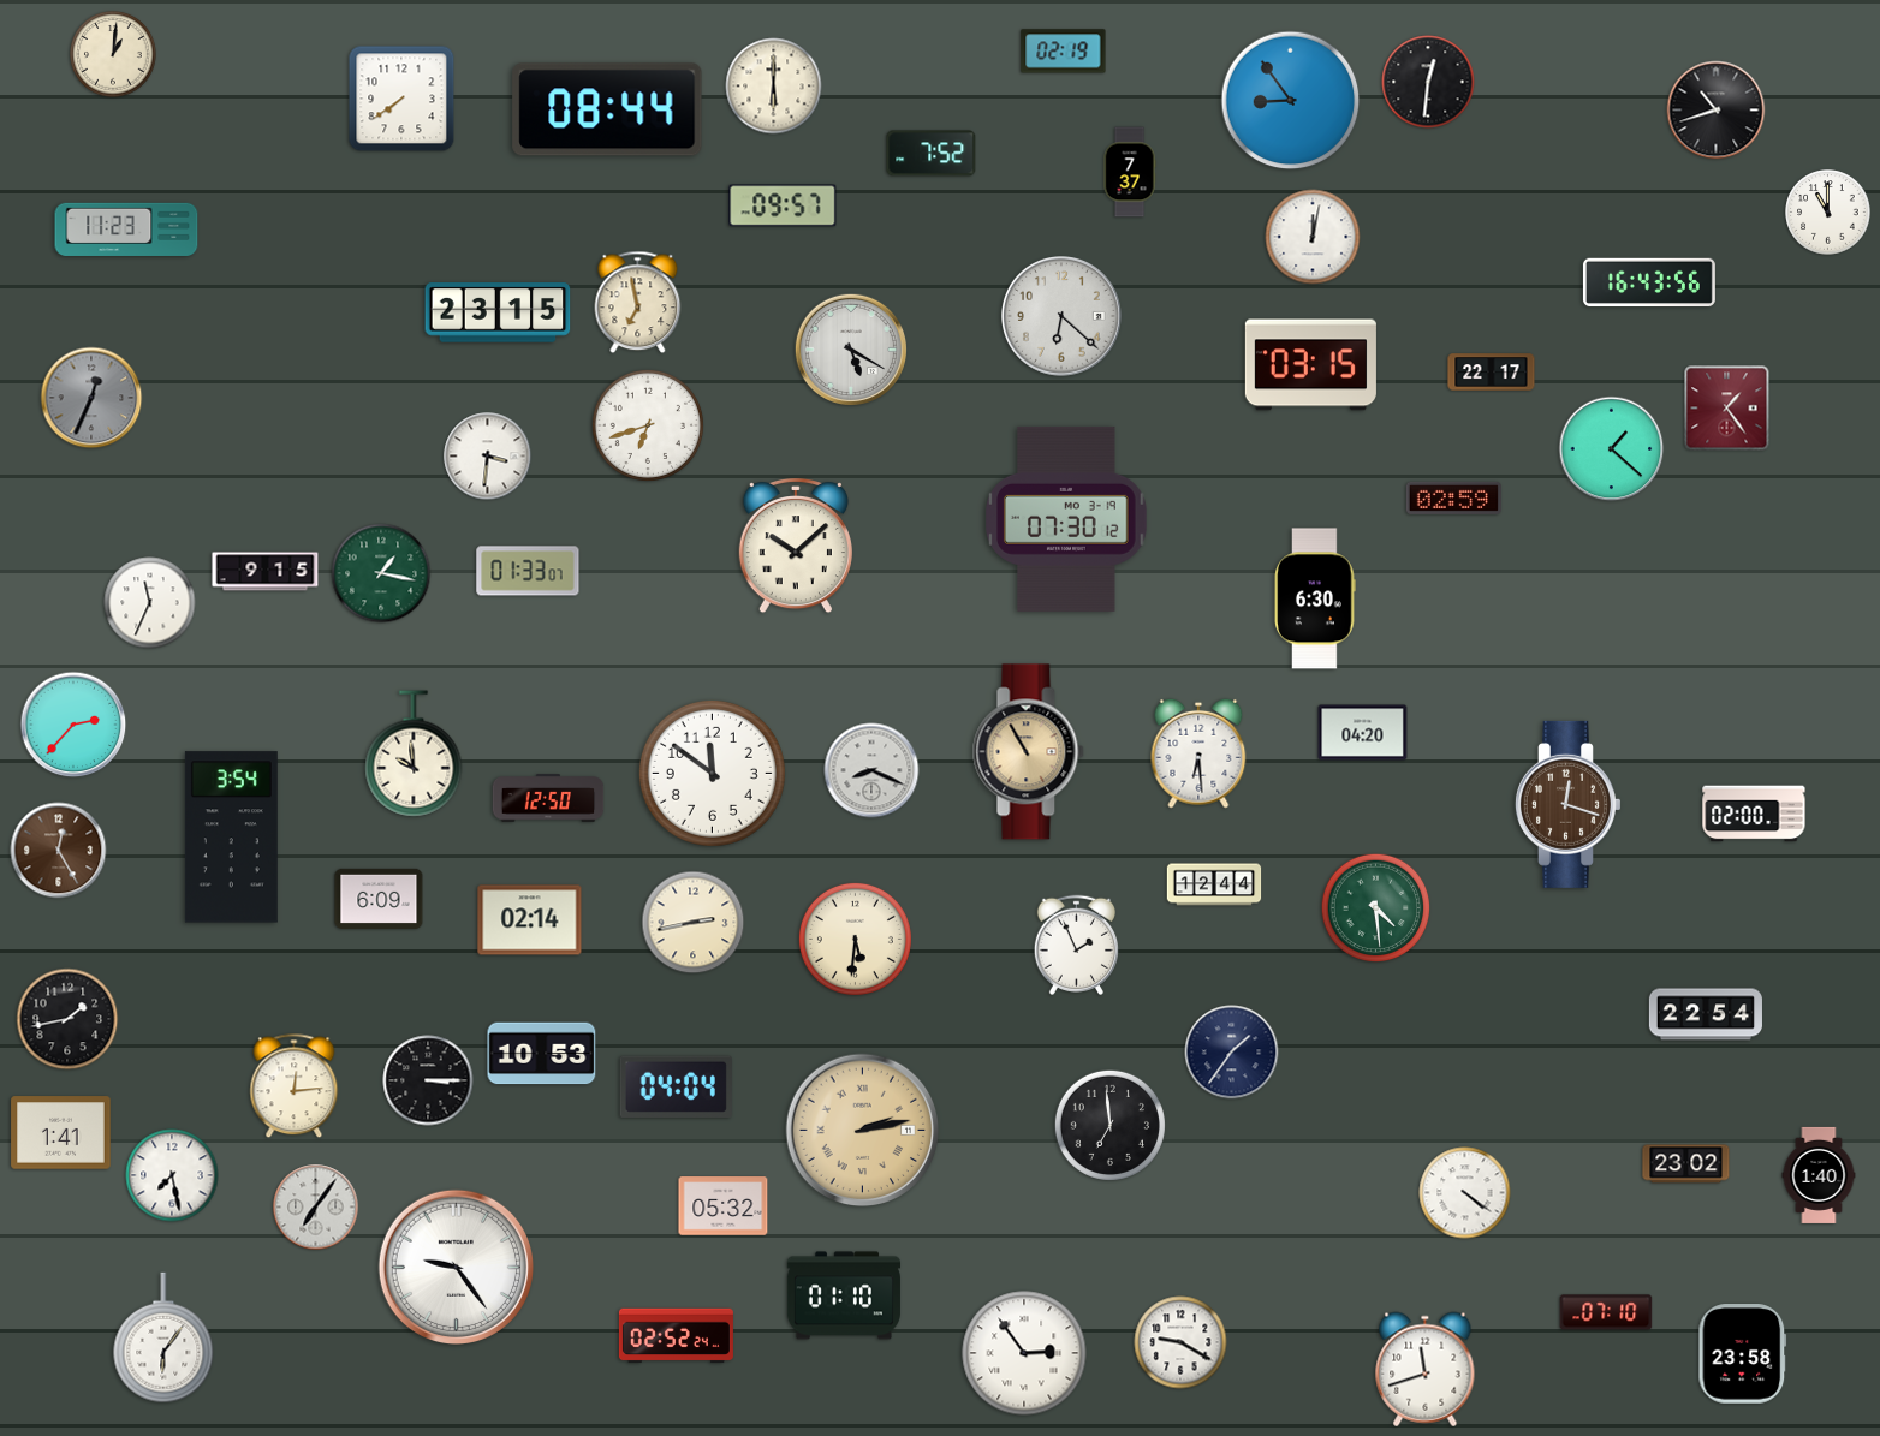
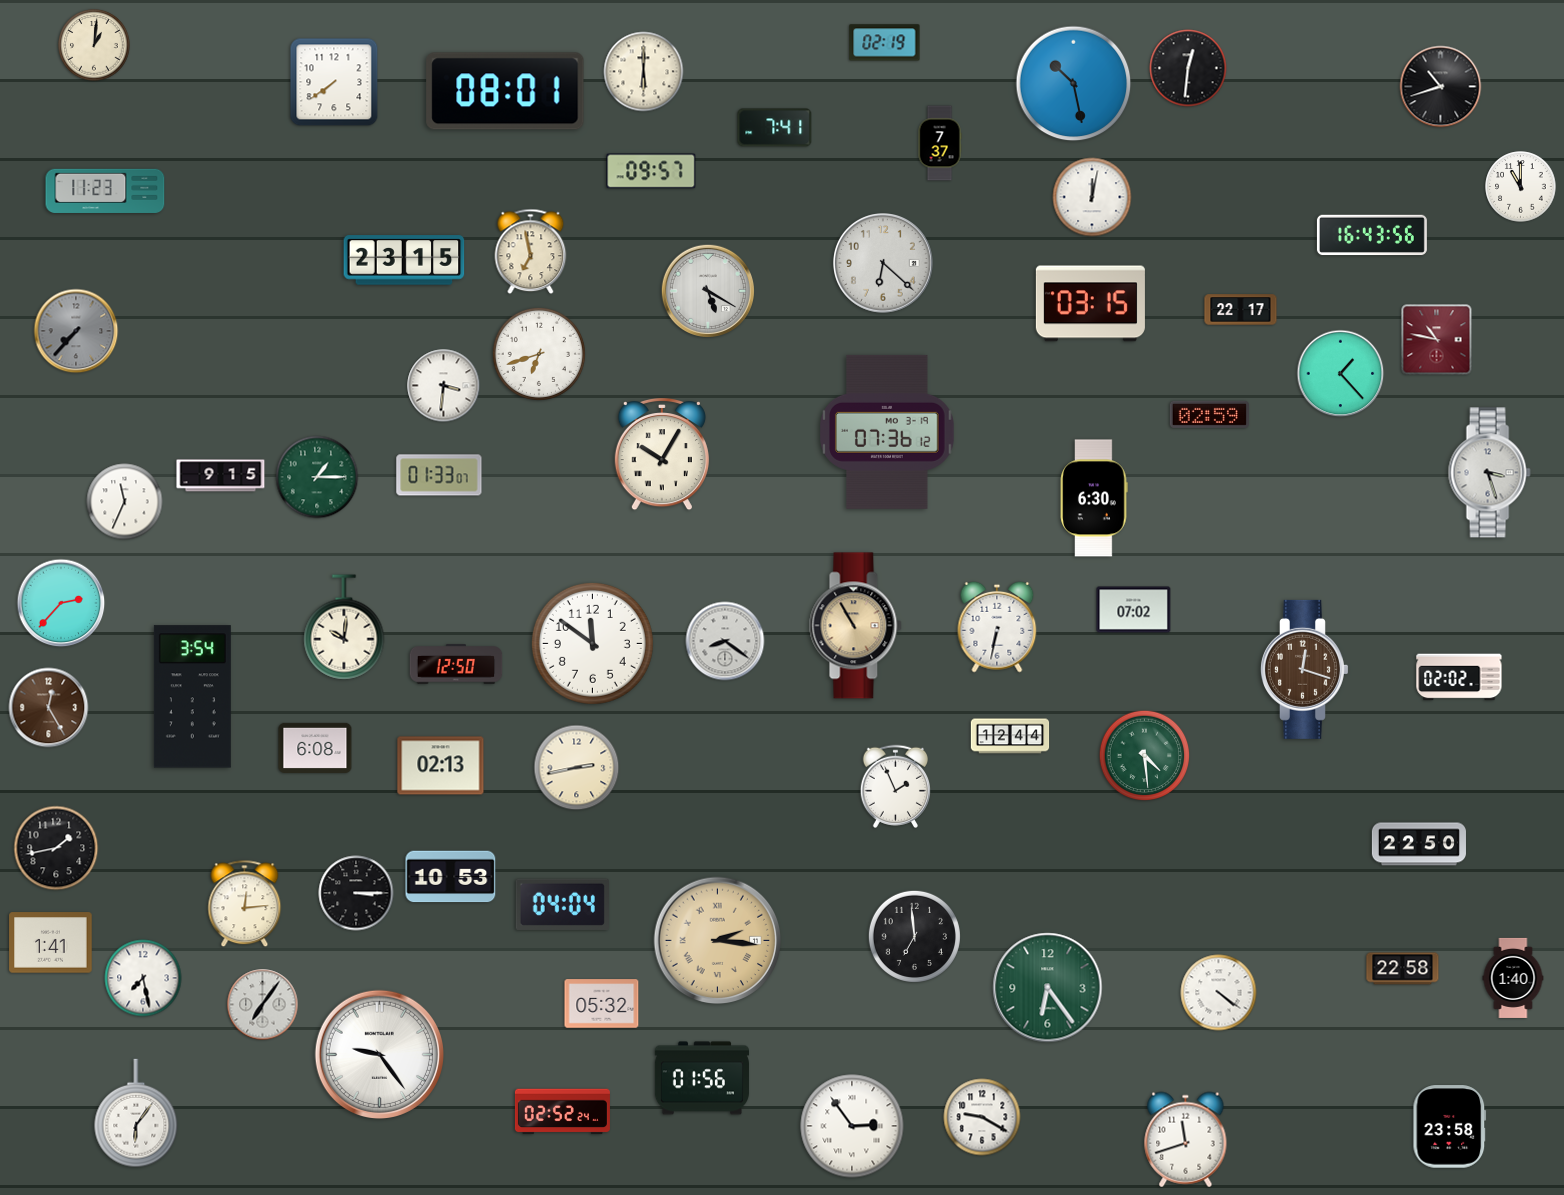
clock at (1291, 101): 8:54 -> 10:28
clock at (607, 109): 08:44 -> 08:01
clock at (1717, 111) position: (1717, 111) -> (1441, 87)
clock at (932, 154): 7:52 -> 7:41
clock at (1828, 213) position: (1828, 213) -> (1521, 187)
clock at (498, 312) position: (498, 312) -> (404, 260)
clock at (91, 398): 12:34 -> 7:37
clock at (1727, 409): 1:24 -> 10:47
clock at (1612, 449): 1:22 -> 1:23
clock at (488, 457) position: (488, 457) -> (444, 386)
clock at (1066, 519): 07:30 -> 07:36
clock at (796, 547): 10:08 -> 10:05
clock at (1489, 473): none -> 3:27
clock at (381, 573): 1:17 -> 1:15
clock at (1363, 733): 04:20 -> 07:02
clock at (414, 753): 9:59 -> 10:01
clock at (1198, 753): 6:29 -> 6:32
clock at (871, 770): 8:19 -> 8:21
clock at (1754, 814): 02:00 -> 02:02
clock at (379, 899): 6:09 -> 6:08
clock at (530, 920): 02:14 -> 02:13
clock at (855, 939): 5:31 -> none
clock at (1706, 1014): 22:54 -> 22:50
clock at (1232, 1053): 1:36 -> none
clock at (428, 1080) position: (428, 1080) -> (356, 893)
clock at (1109, 1125) position: (1109, 1125) -> (914, 936)
clock at (863, 1131): 2:13 -> 2:16
clock at (1686, 1164): 23:02 -> 22:58
clock at (1048, 988): none -> 6:24
clock at (844, 1295): 01:10 -> 01:56
clock at (1606, 1312): 07:10 -> none
